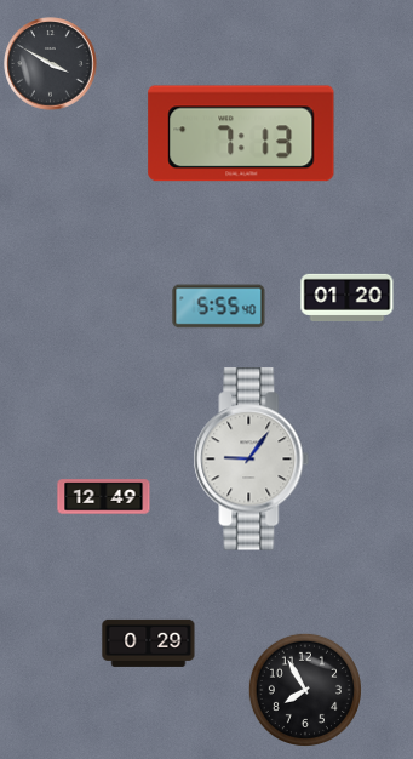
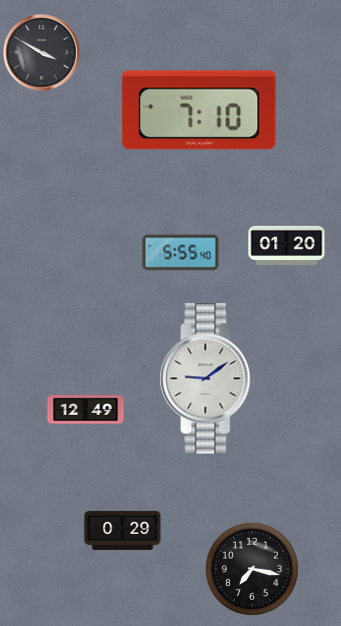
clock at (241, 133): 7:13 -> 7:10
clock at (252, 460): 9:06 -> 9:09
clock at (305, 690): 7:55 -> 7:17
